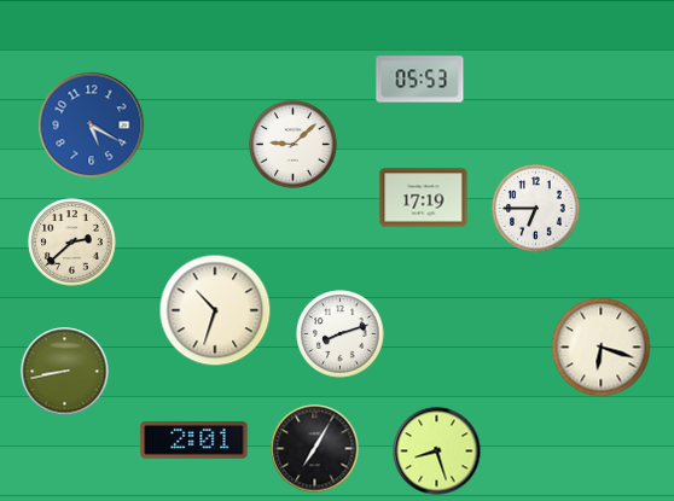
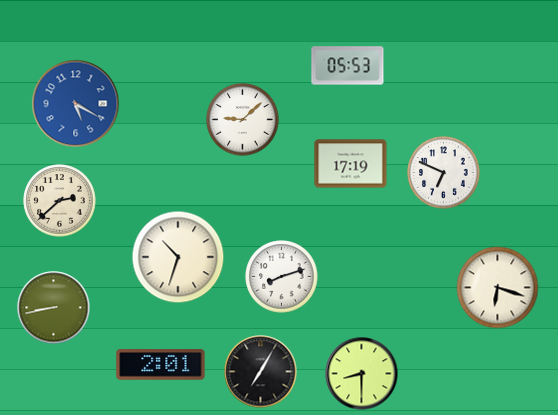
clock at (536, 209): 6:45 -> 6:49
clock at (437, 452): 8:27 -> 8:30
